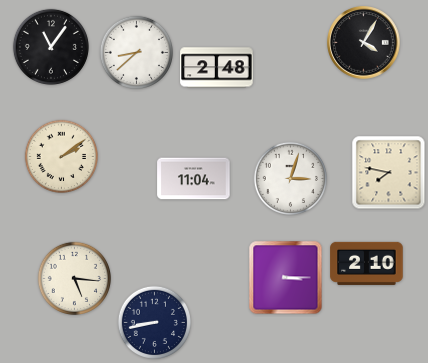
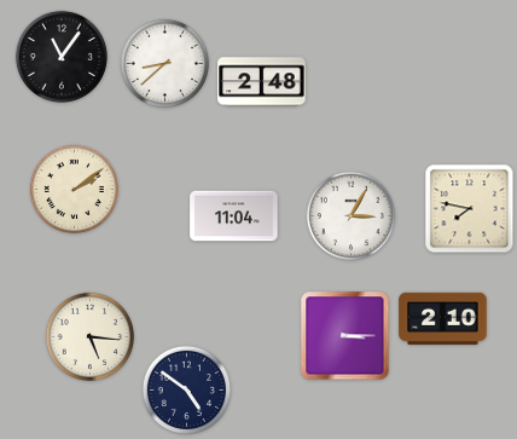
clock at (364, 43): 4:05 -> none
clock at (290, 178): 3:03 -> 3:05
clock at (154, 322): 8:43 -> 4:51
